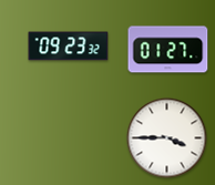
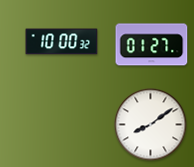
clock at (69, 47): 09:23 -> 10:00
clock at (167, 138): 3:45 -> 8:09
